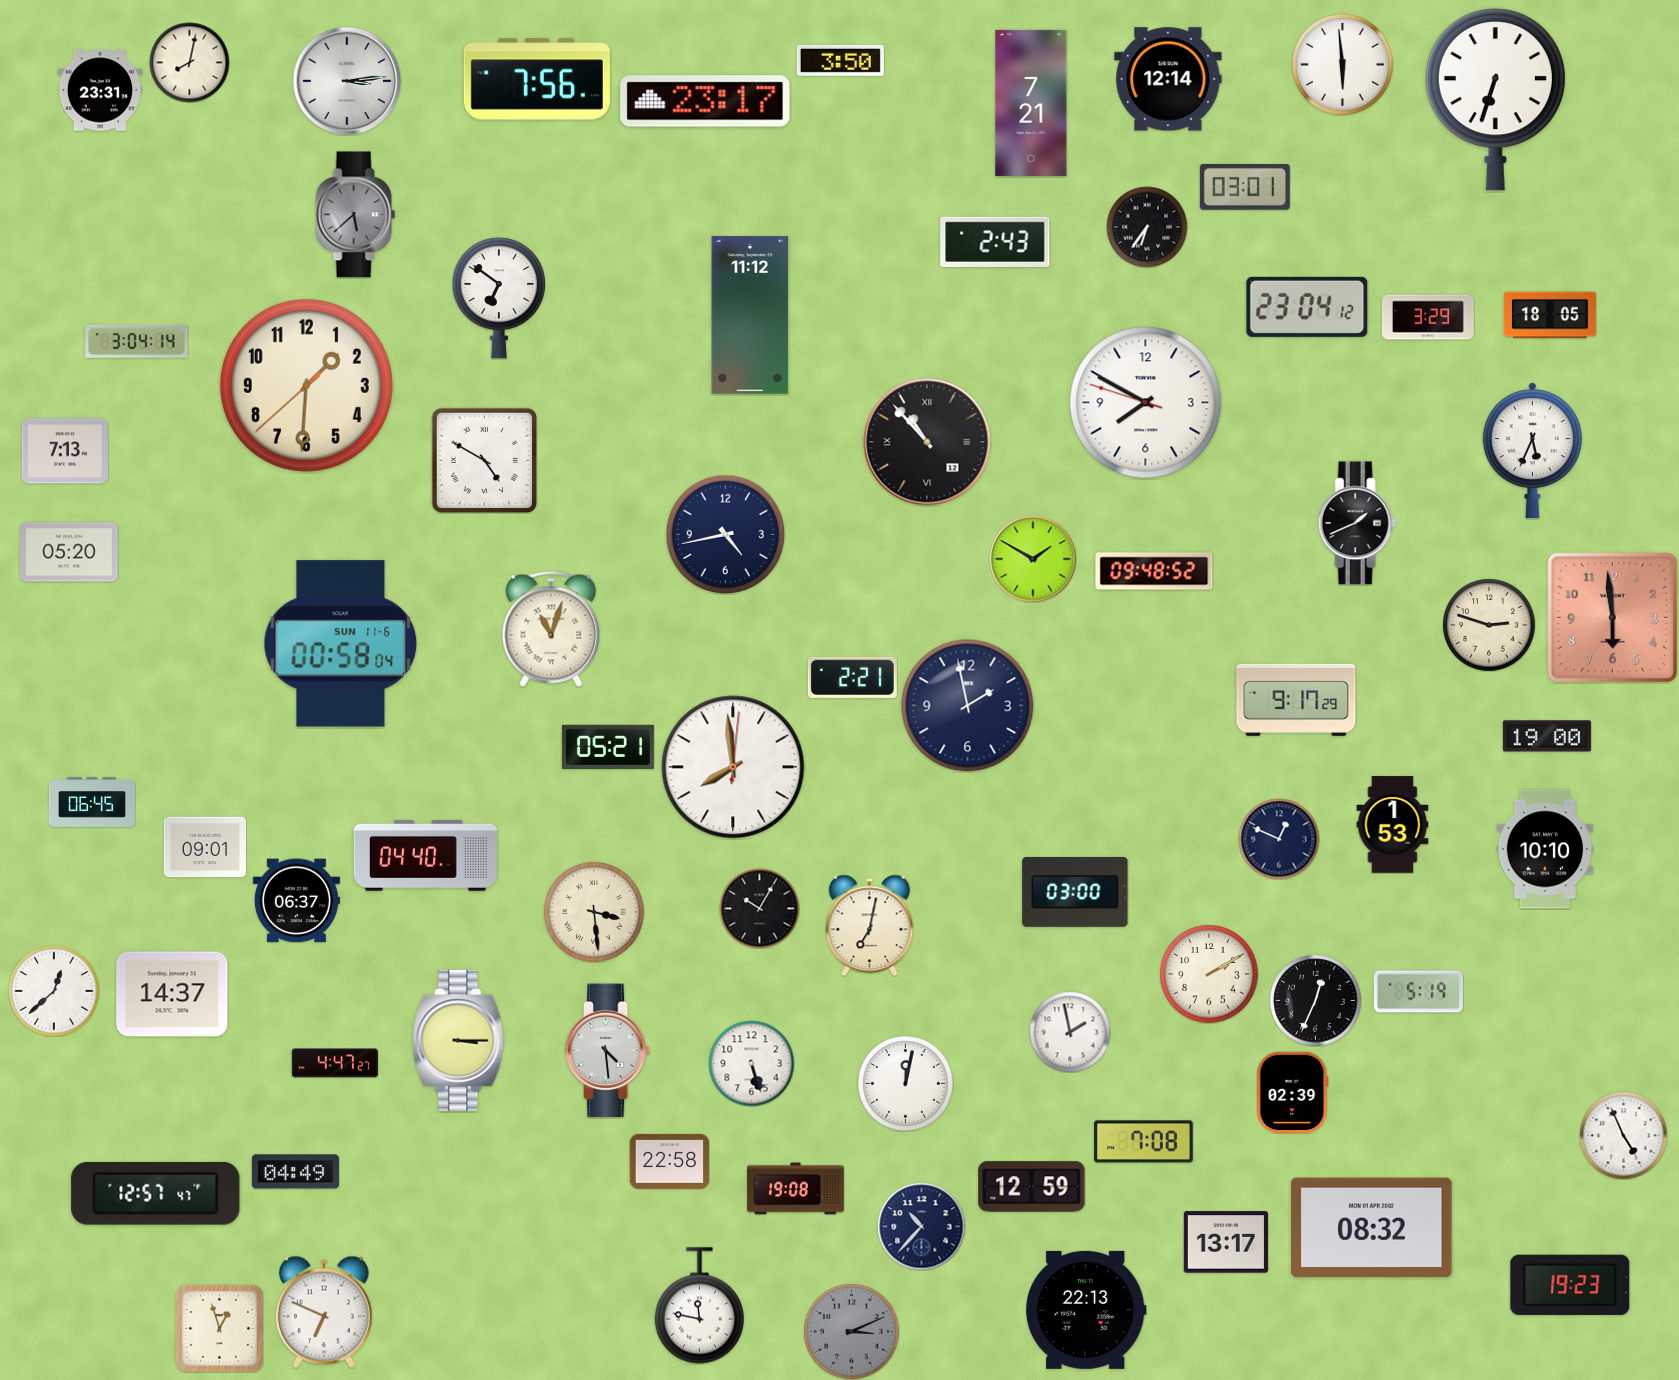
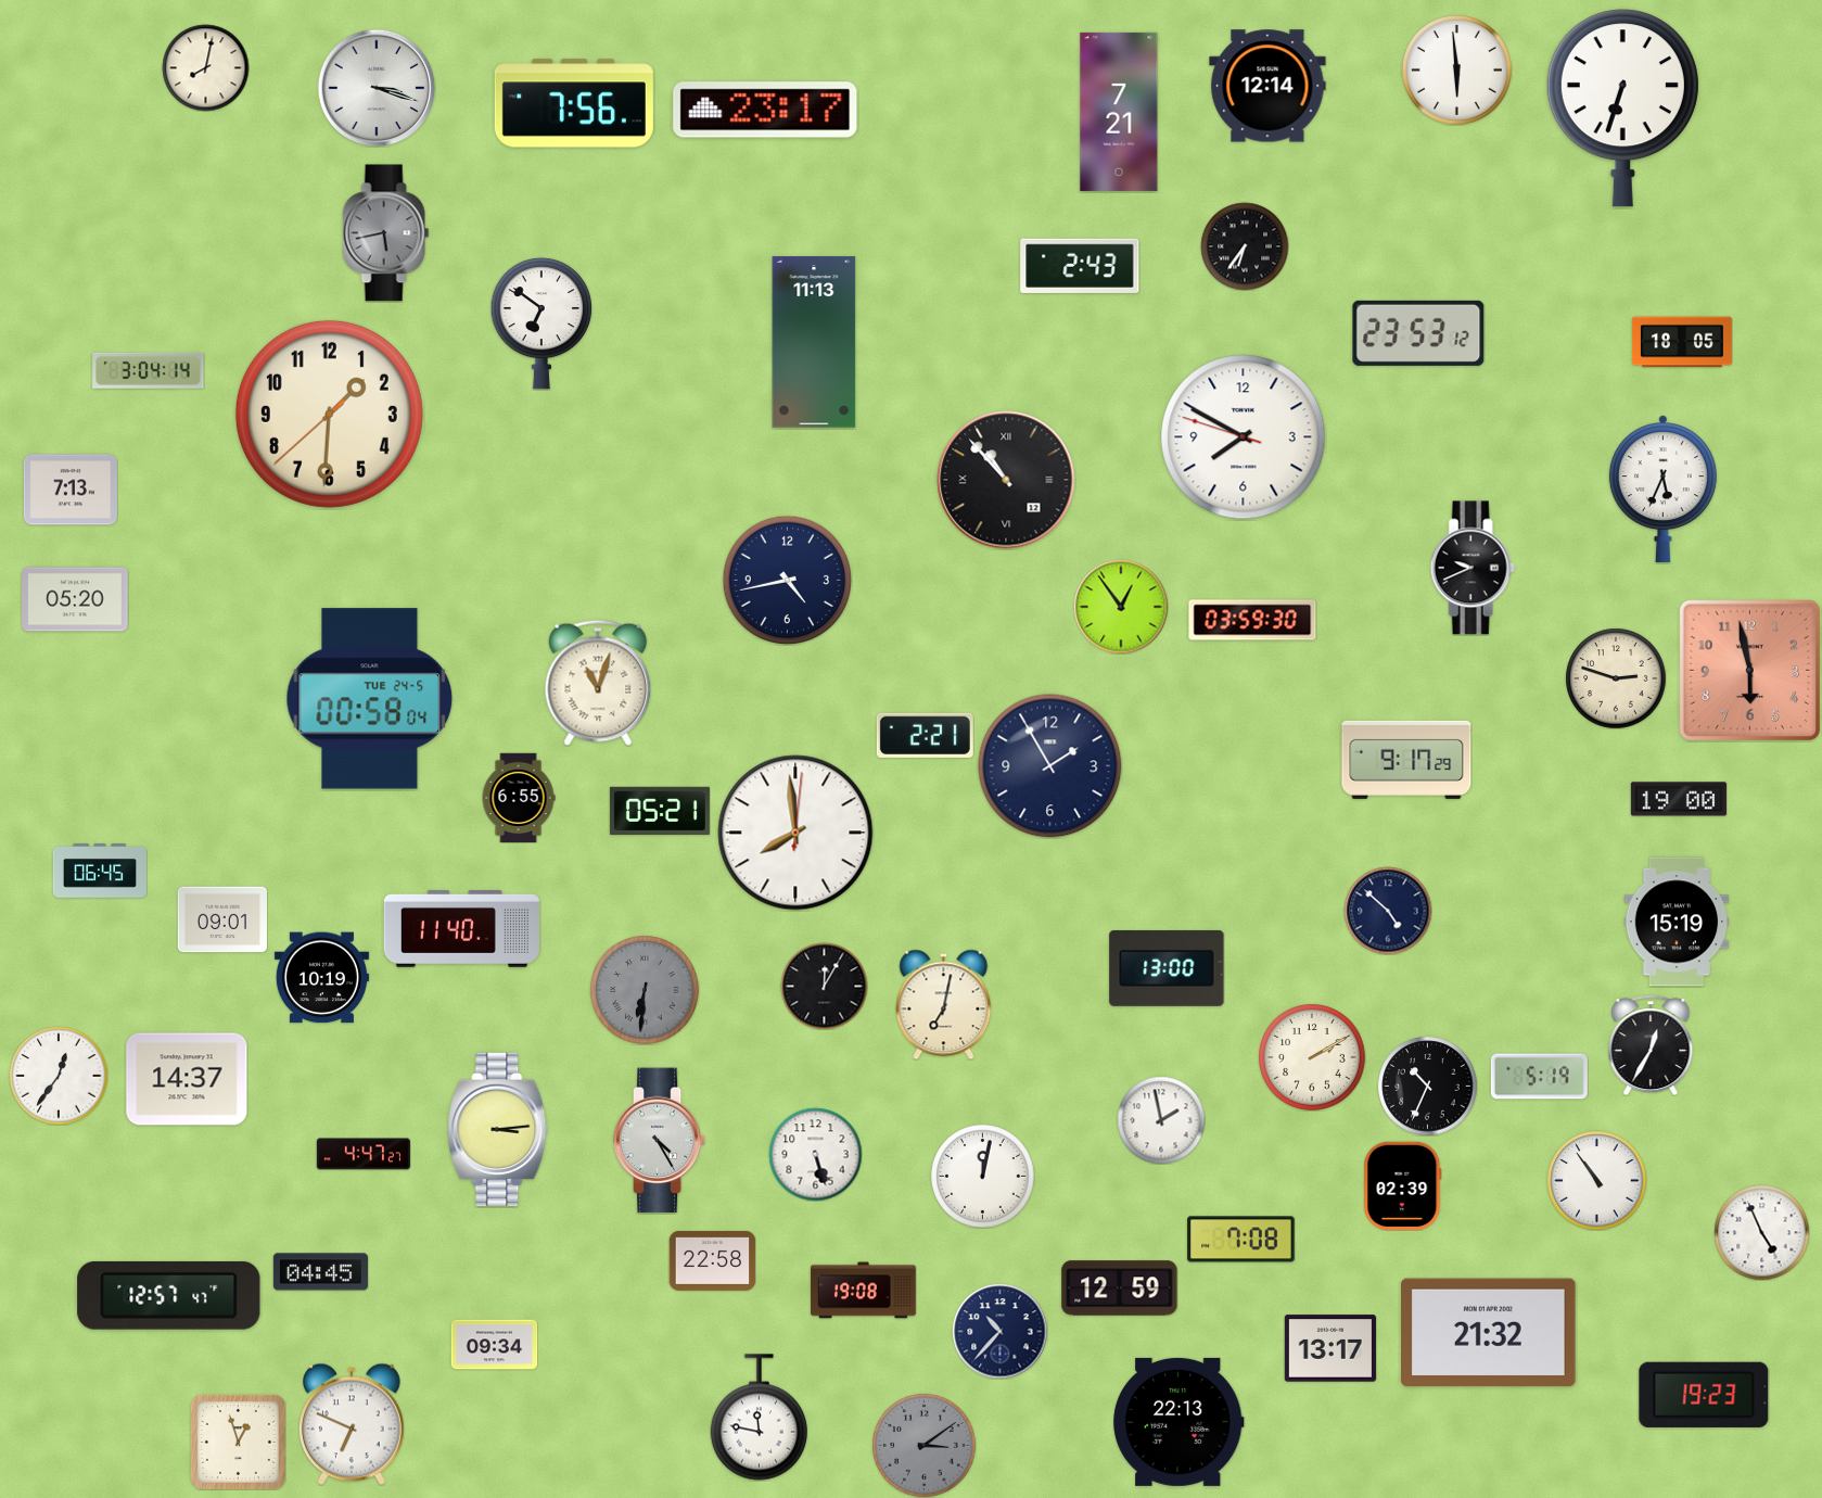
clock at (840, 60): 3:50 -> none
clock at (537, 79) position: (537, 79) -> (574, 103)
clock at (347, 81): 3:14 -> 3:18
clock at (99, 90): 23:31 -> none
clock at (1245, 188): 03:01 -> none
clock at (356, 215): 5:38 -> 5:43
clock at (995, 242) position: (995, 242) -> (1080, 266)
clock at (1307, 307): 23:04 -> 23:53
clock at (750, 315): 11:12 -> 11:13
clock at (1428, 317): 3:29 -> none
clock at (306, 385) position: (306, 385) -> (329, 414)
clock at (484, 460): 4:50 -> none
clock at (1357, 523): 1:41 -> 9:41
clock at (1033, 559): 1:50 -> 12:54
clock at (1154, 571): 09:48 -> 03:59
clock at (1612, 617): 5:59 -> 5:58
clock at (341, 644) date: SUN 11-6 -> TUE 24-5
clock at (968, 706): 1:58 -> 1:55
clock at (519, 798): none -> 6:55
clock at (1393, 825): 1:53 -> none
clock at (1279, 839): 12:49 -> 4:52
clock at (1545, 849): 10:10 -> 15:19
clock at (425, 856): 04:40 -> 11:40
clock at (1075, 892): 03:00 -> 13:00
clock at (296, 901): 06:37 -> 10:19
clock at (759, 908): 10:05 -> 12:05
clock at (594, 912): 3:29 -> 6:31
clock at (594, 912) dial: cream -> grey
clock at (1651, 1045): none -> 12:35
clock at (54, 991): 12:38 -> 12:36
clock at (1315, 1000): 12:34 -> 10:34
clock at (459, 1040): 3:15 -> 3:14
clock at (608, 1051): 4:29 -> 4:25
clock at (1596, 1180): none -> 10:54
clock at (669, 1161) position: (669, 1161) -> (712, 1260)
clock at (295, 1172): 04:49 -> 04:45
clock at (1372, 1228): 08:32 -> 21:32
clock at (494, 1345): none -> 09:34
clock at (851, 1331): 3:11 -> 3:09
